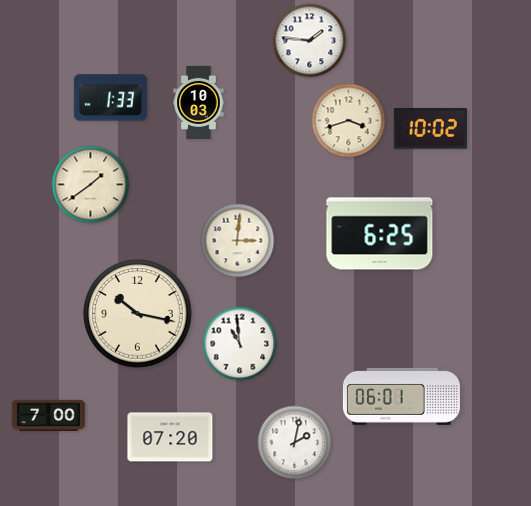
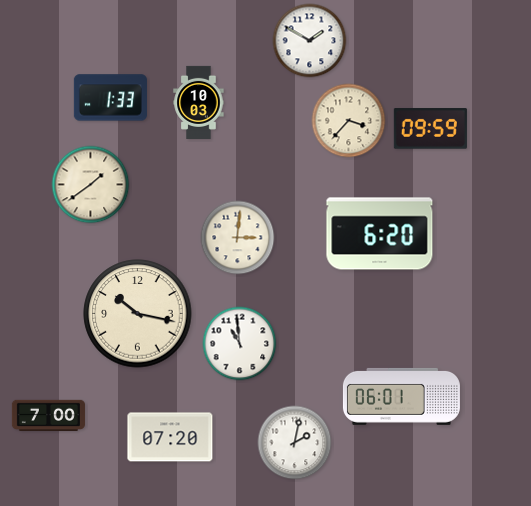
clock at (310, 41): 1:46 -> 1:50
clock at (349, 121): 3:42 -> 3:37
clock at (430, 129): 10:02 -> 09:59
clock at (380, 234): 6:25 -> 6:20
clock at (238, 241) position: (238, 241) -> (238, 238)
